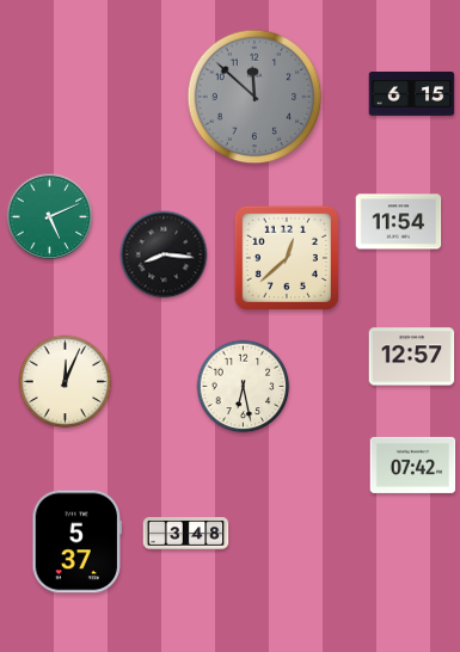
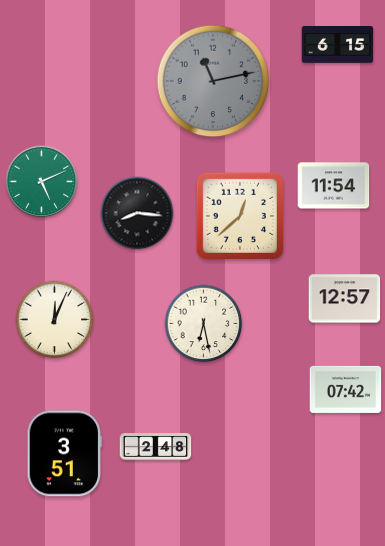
clock at (412, 94) position: (412, 94) -> (338, 45)
clock at (254, 97): 11:52 -> 11:13
clock at (186, 534): 3:48 -> 2:48
clock at (78, 542): 5:37 -> 3:51
